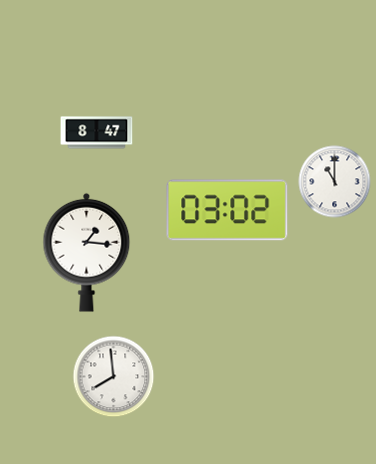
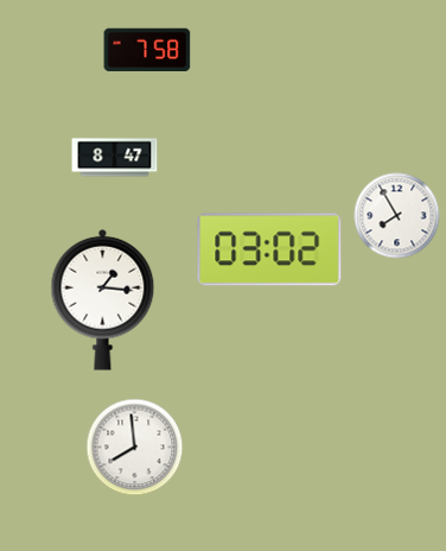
clock at (147, 50): none -> 7:58
clock at (335, 182): 11:00 -> 7:55
